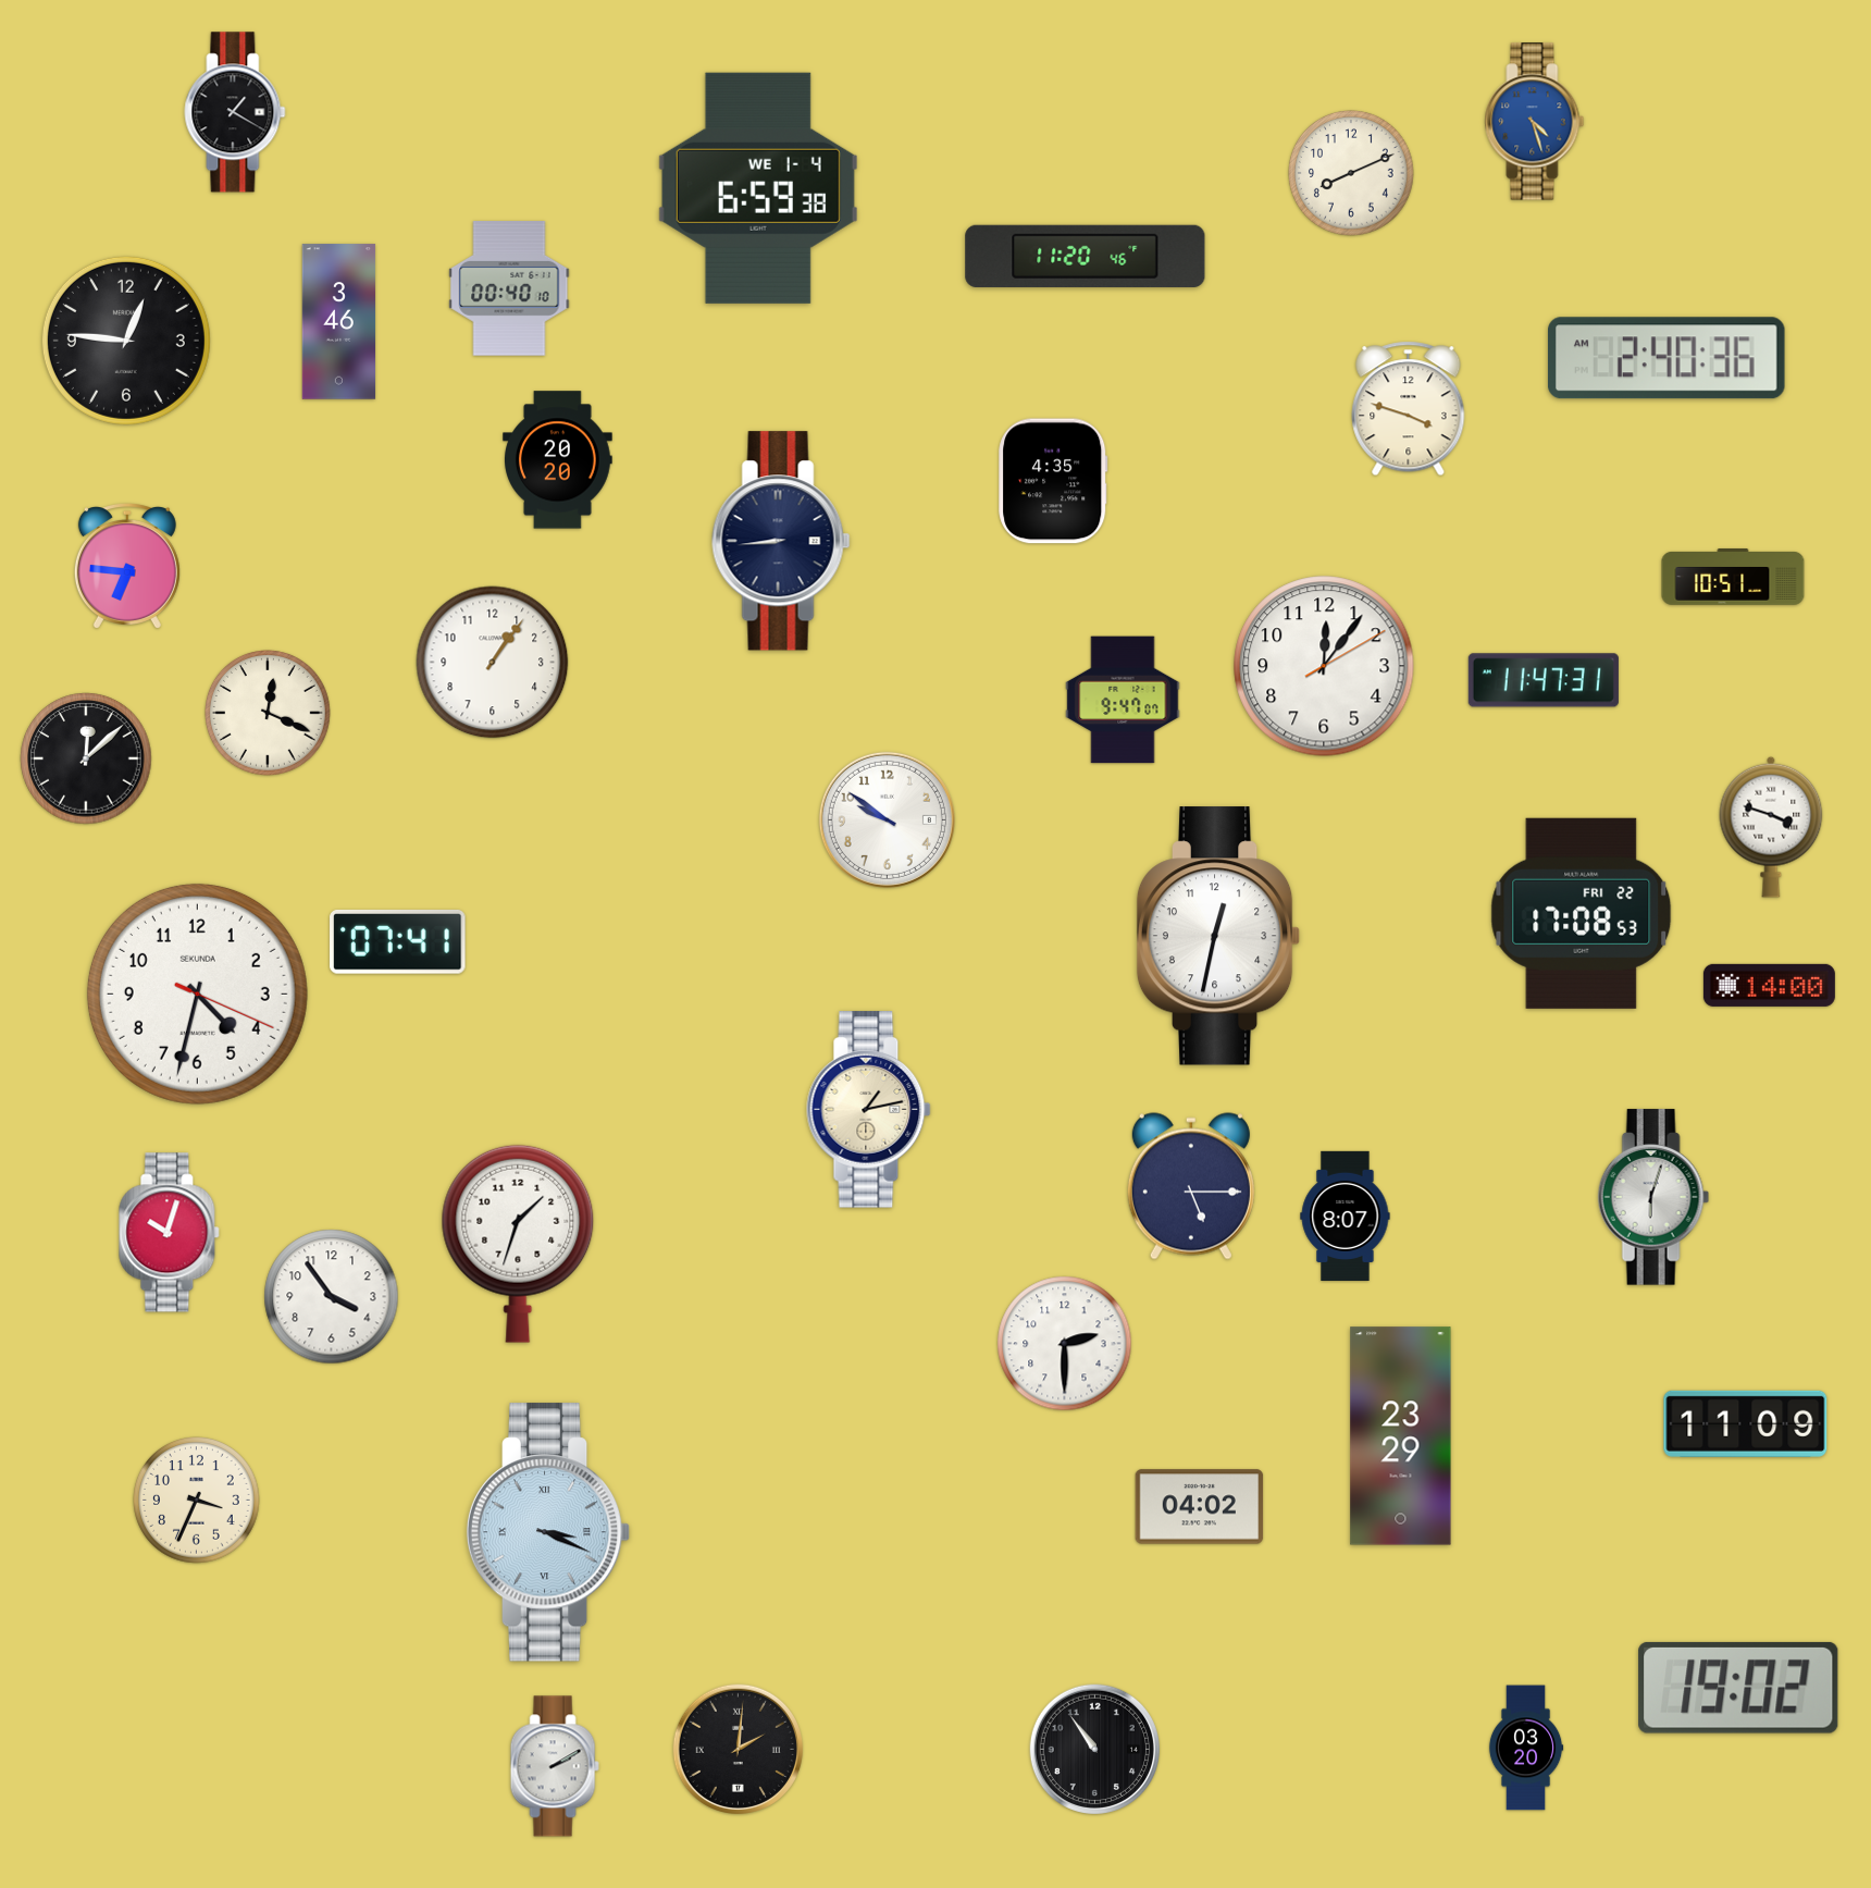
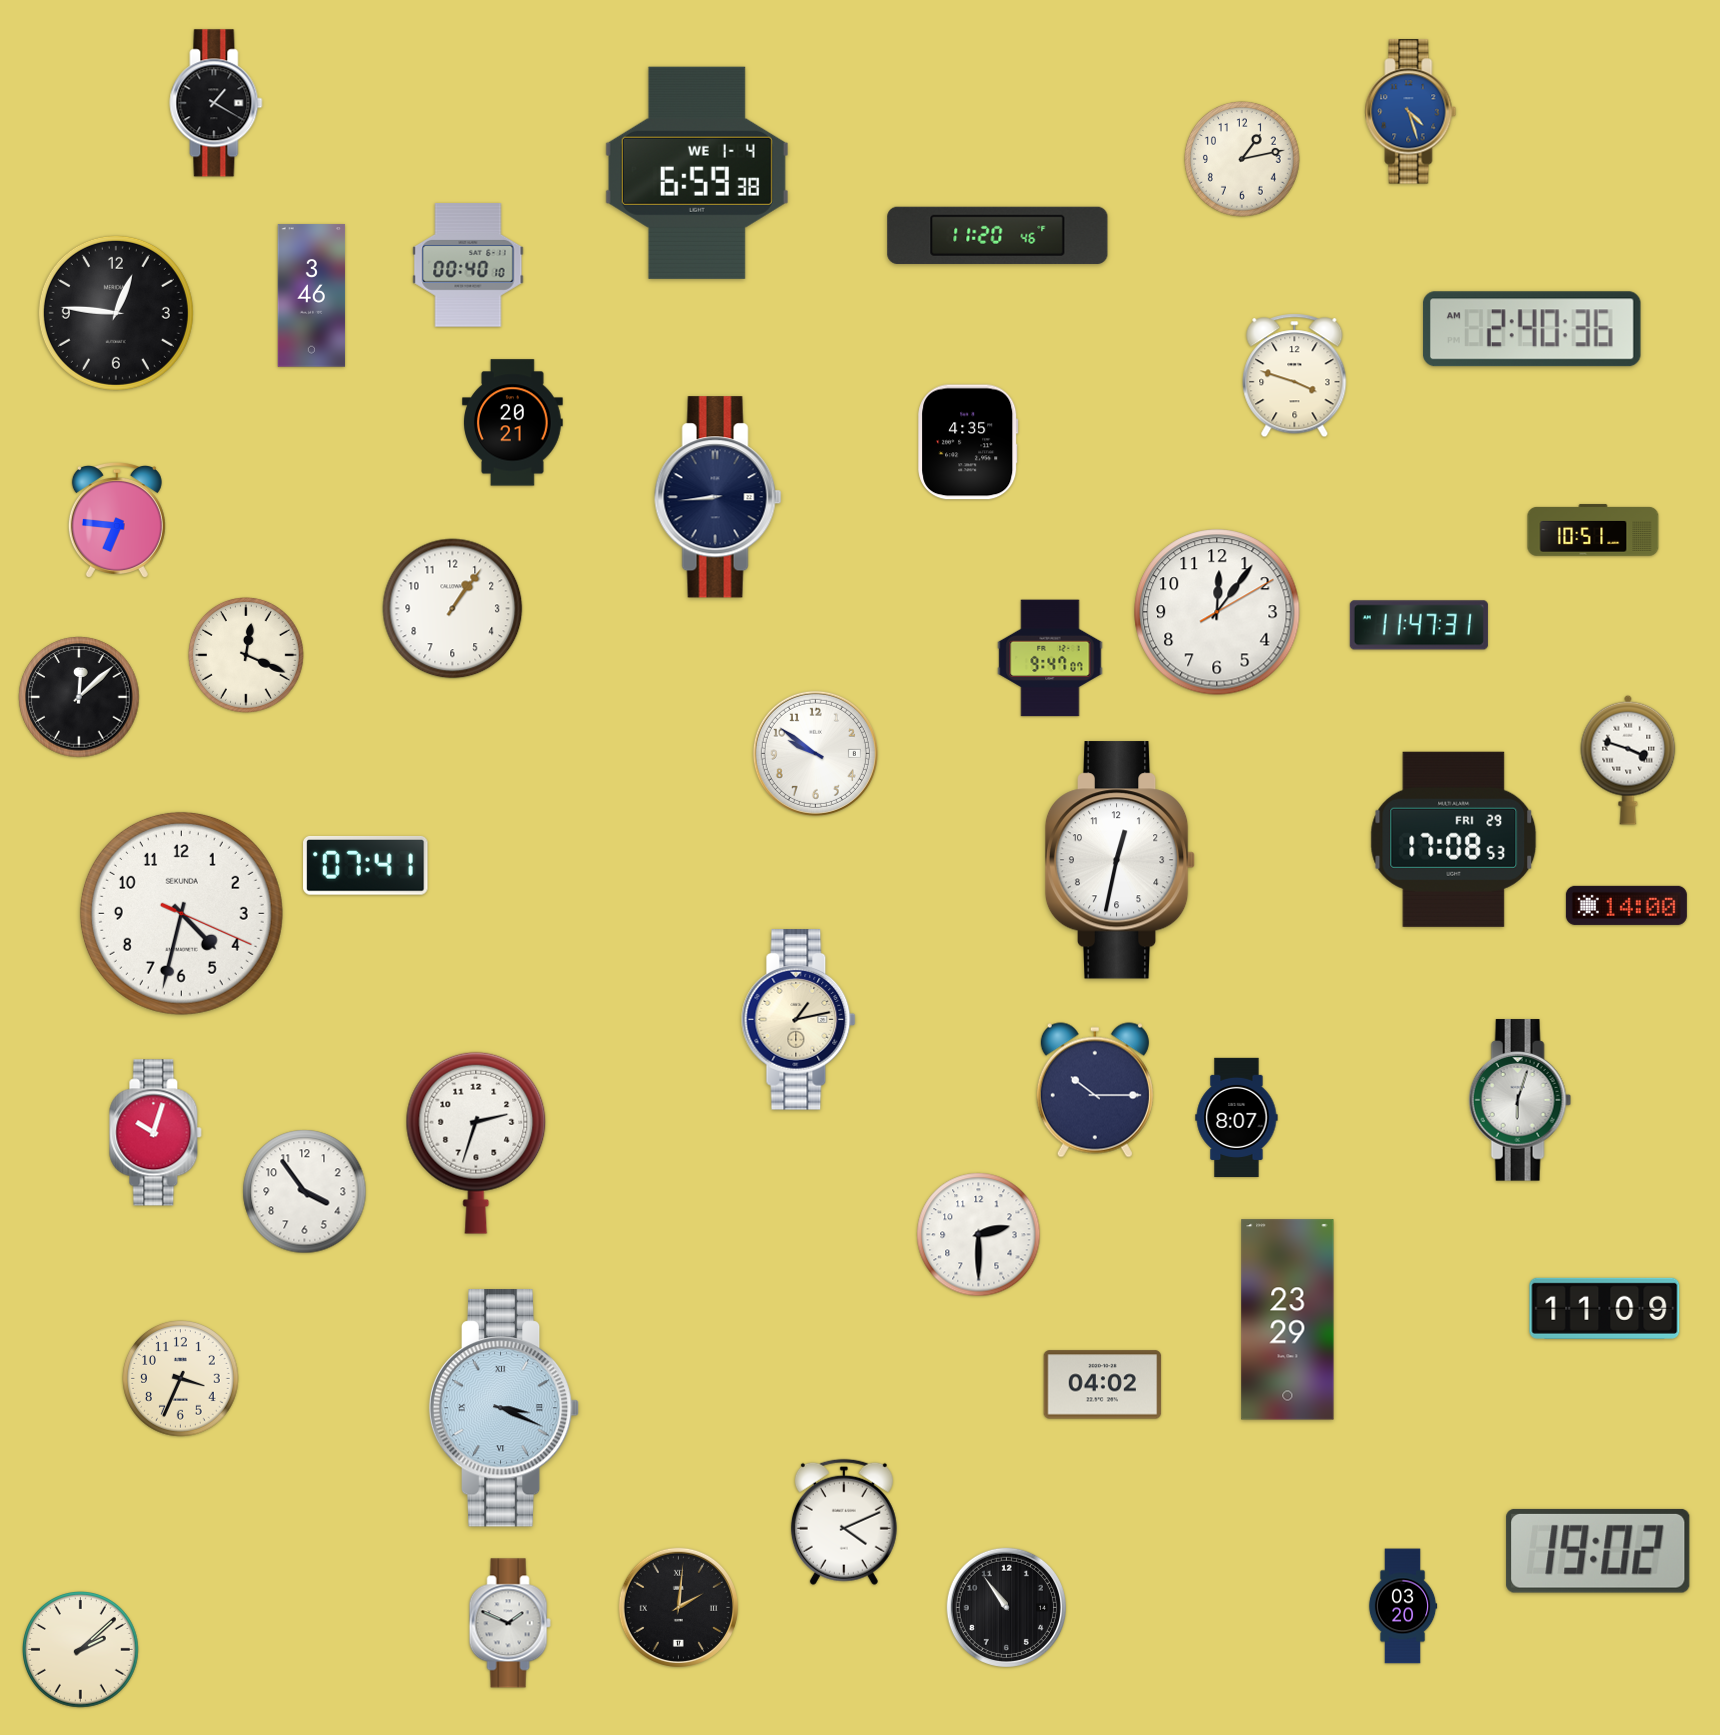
clock at (1352, 174): 8:11 -> 1:13
clock at (558, 460): 20:20 -> 20:21
clock at (1123, 700) position: (1123, 700) -> (1050, 658)
clock at (1582, 913) date: FRI 22 -> FRI 29
clock at (1191, 1186): 5:15 -> 10:15
clock at (518, 1244): 1:33 -> 2:33
clock at (844, 1522): none -> 4:11
clock at (555, 1766): 2:10 -> 1:49
clock at (81, 1650): none -> 2:08
